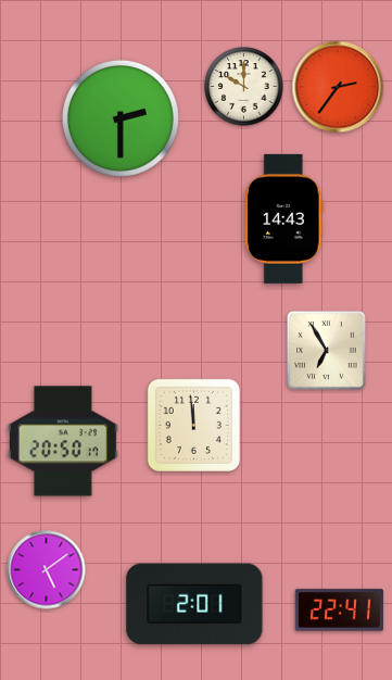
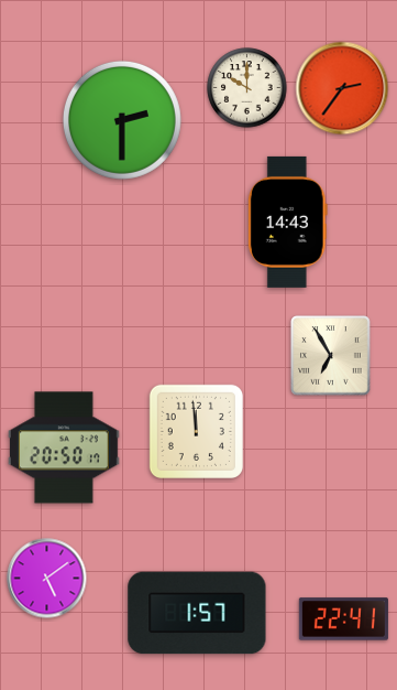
clock at (194, 604): 2:01 -> 1:57
